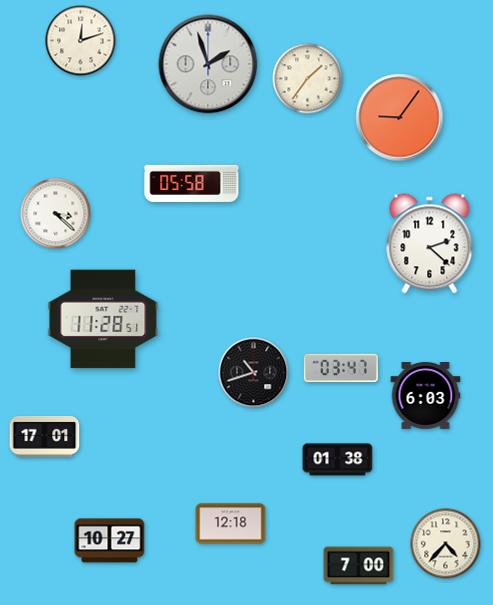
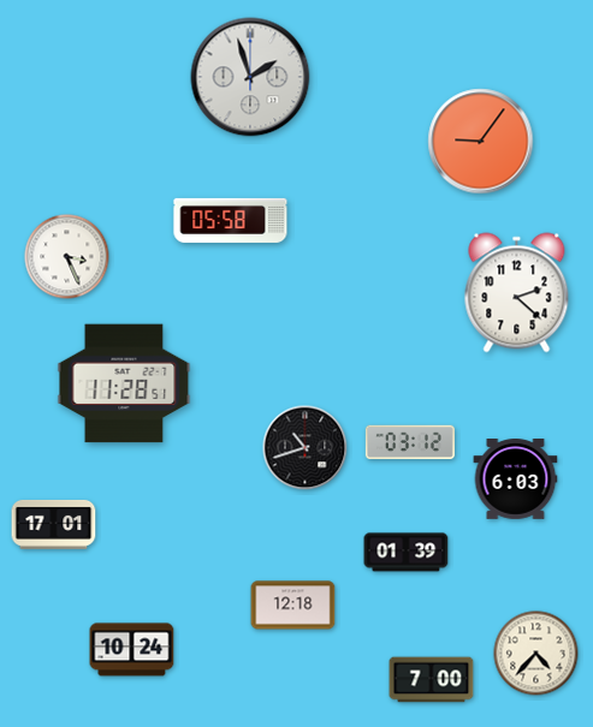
clock at (81, 41): 12:12 -> none
clock at (308, 79): 1:36 -> none
clock at (56, 214): 3:22 -> 3:26
clock at (341, 368): 03:47 -> 03:12
clock at (426, 396) position: (426, 396) -> (516, 479)
clock at (338, 460): 01:38 -> 01:39
clock at (231, 524) position: (231, 524) -> (293, 606)
clock at (110, 541): 10:27 -> 10:24
